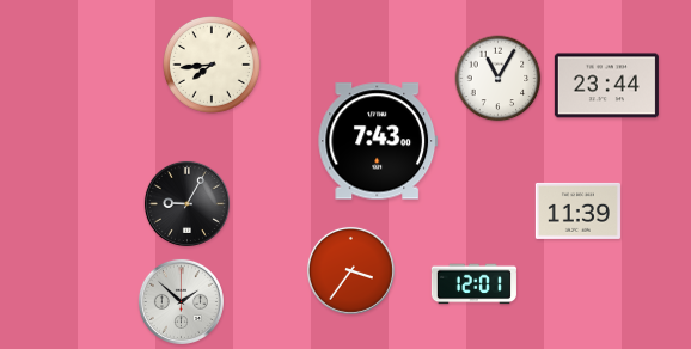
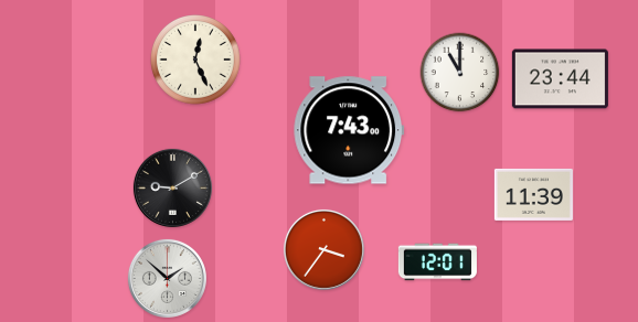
clock at (213, 66): 7:44 -> 12:26
clock at (499, 79): 11:05 -> 11:00
clock at (186, 203): 9:05 -> 9:10
